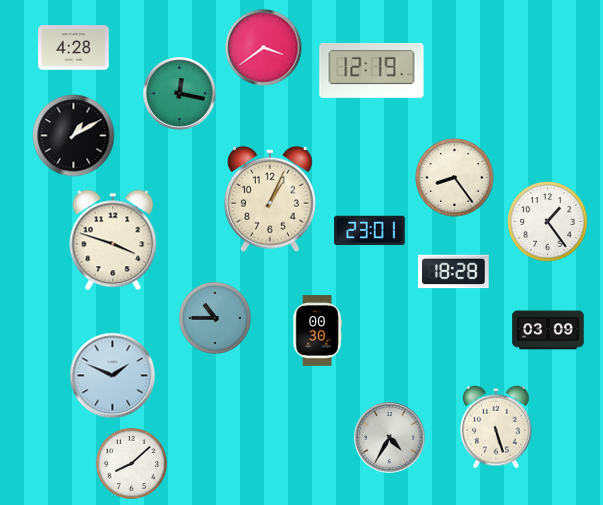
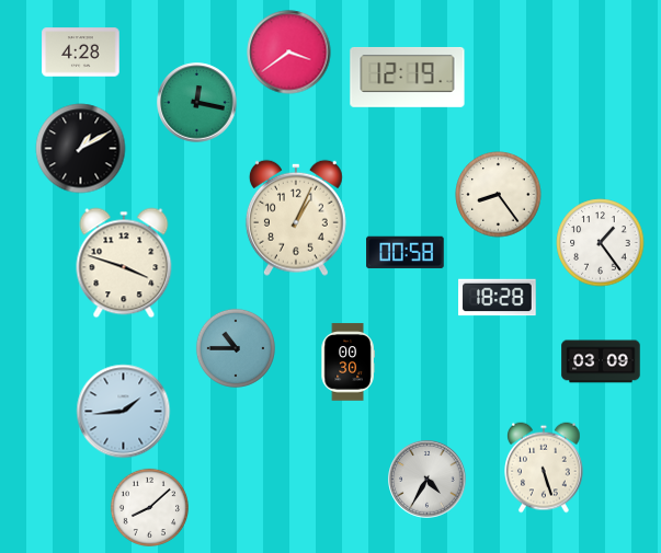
clock at (370, 231): 23:01 -> 00:58
clock at (113, 376): 1:49 -> 1:44
clock at (131, 463) position: (131, 463) -> (149, 507)
